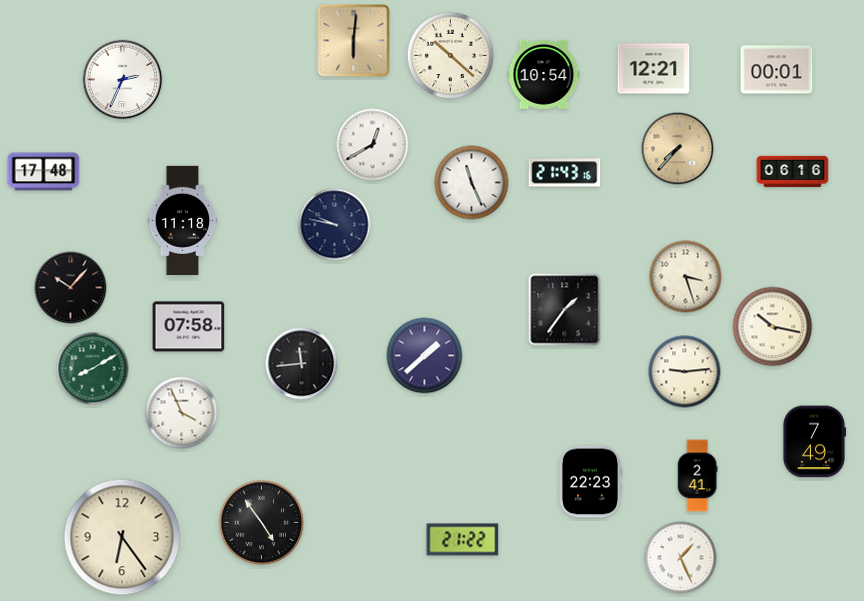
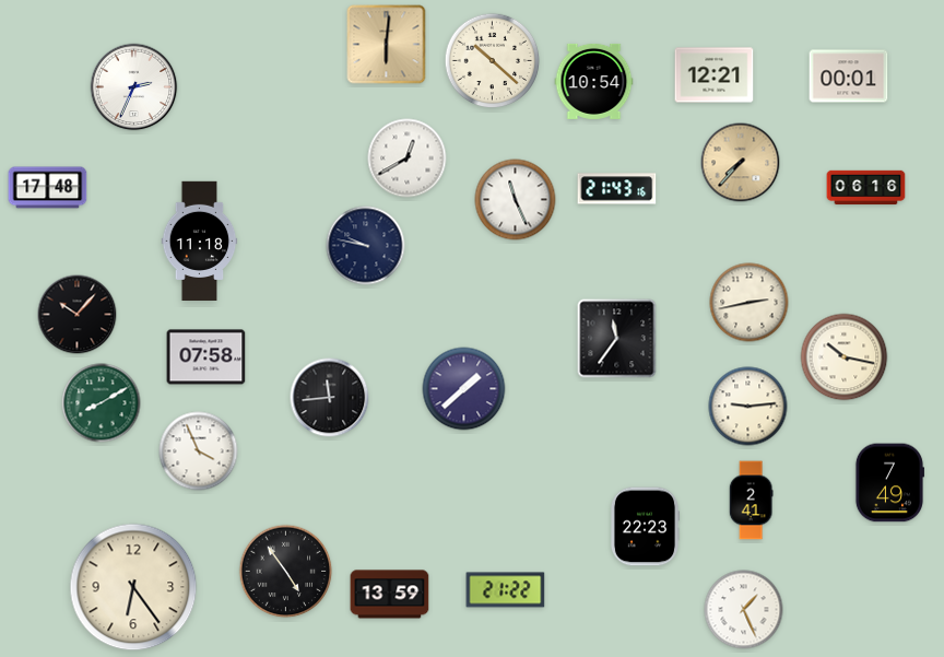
clock at (686, 277): 3:27 -> 2:43
clock at (565, 310): 1:36 -> 11:36
clock at (697, 476) position: (697, 476) -> (751, 501)
clock at (390, 595): none -> 13:59
